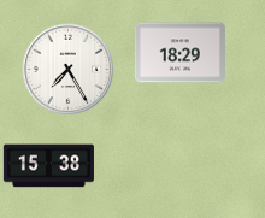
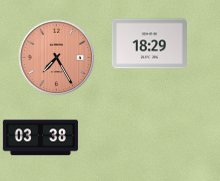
clock at (69, 70) dial: white -> salmon
clock at (48, 166): 15:38 -> 03:38
